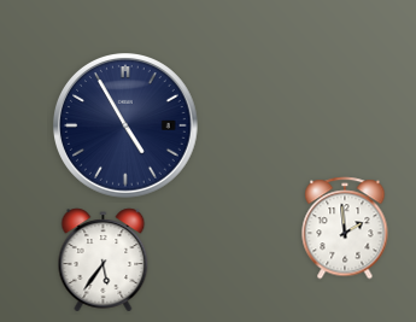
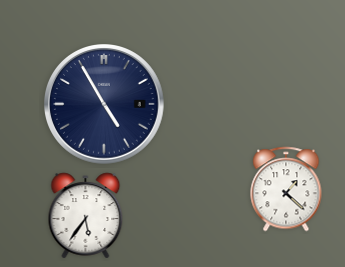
clock at (345, 228): 1:59 -> 1:22
